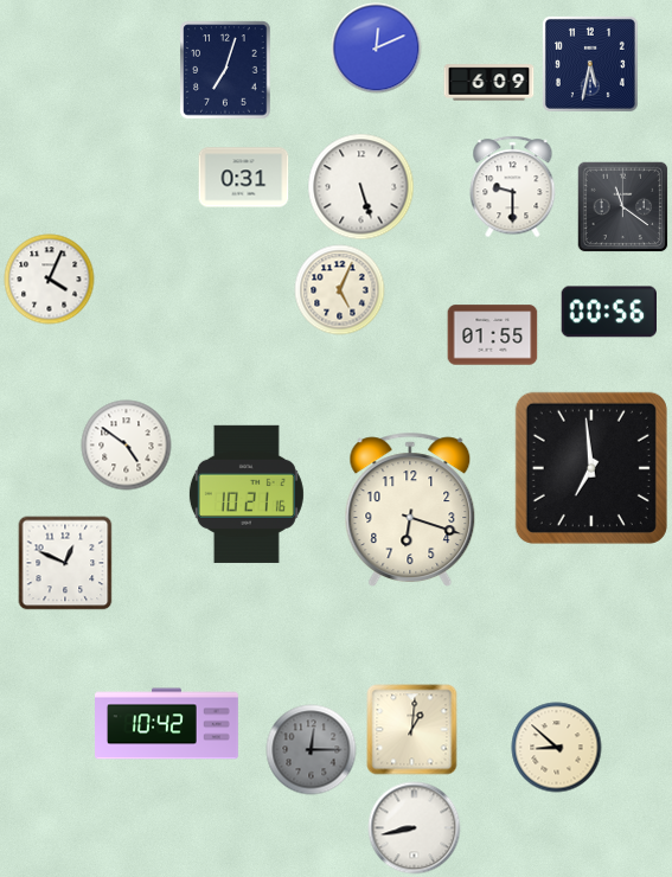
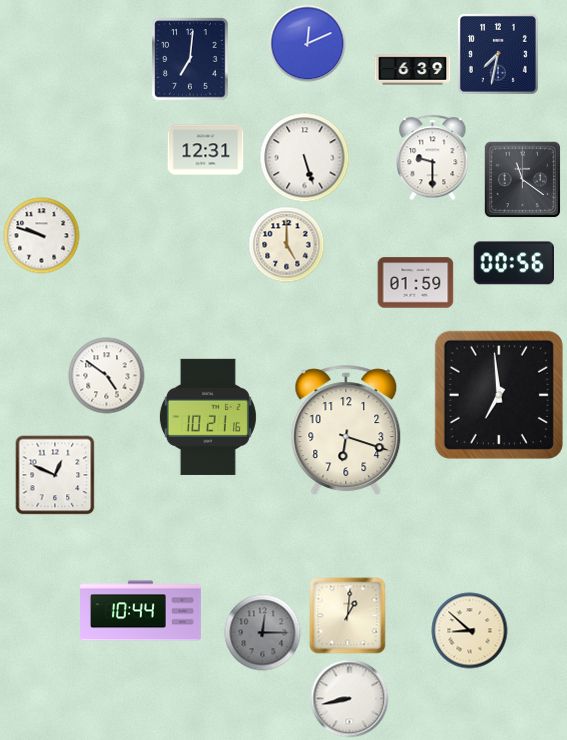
clock at (377, 49) position: (377, 49) -> (308, 44)
clock at (590, 64): 5:32 -> 7:32
clock at (225, 70): 7:03 -> 7:01
clock at (489, 83): 6:09 -> 6:39
clock at (244, 178): 0:31 -> 12:31
clock at (622, 206) position: (622, 206) -> (522, 179)
clock at (50, 280): 4:04 -> 9:48
clock at (340, 290): 5:04 -> 5:00
clock at (493, 335): 01:55 -> 01:59
clock at (167, 724): 10:42 -> 10:44
